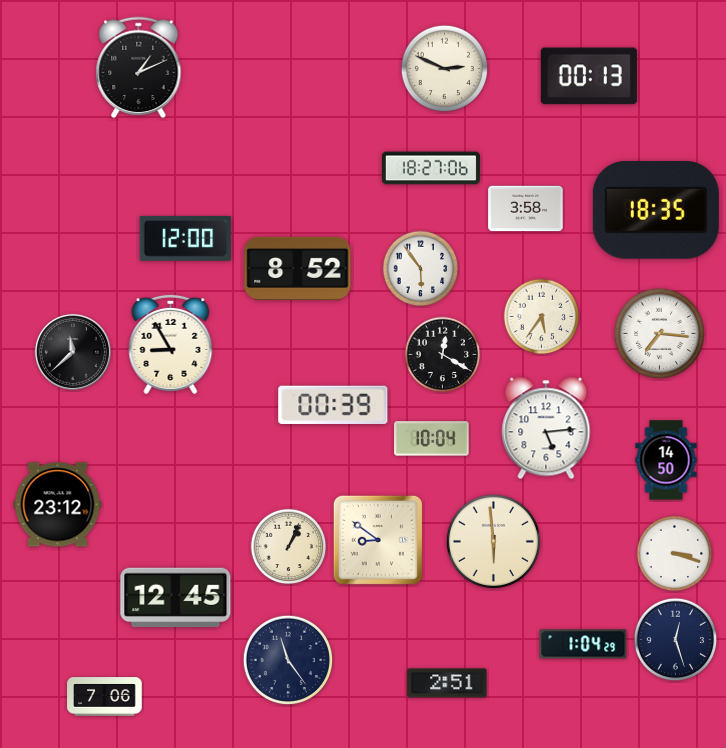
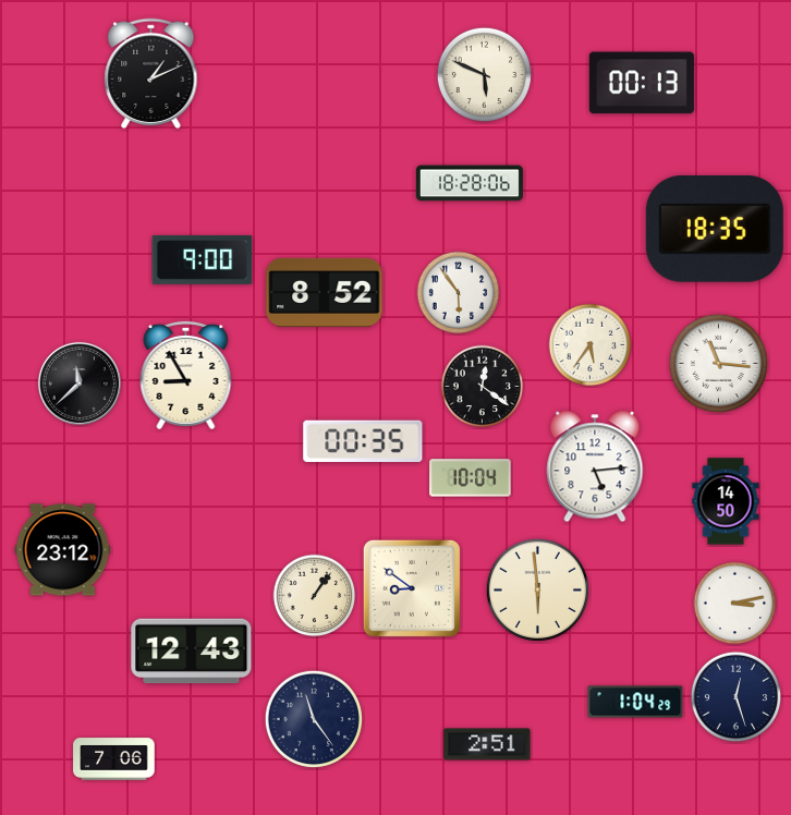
clock at (445, 69): 2:49 -> 5:49
clock at (431, 168): 18:27 -> 18:28
clock at (526, 209): 3:58 -> none
clock at (186, 239): 12:00 -> 9:00
clock at (659, 333): 7:16 -> 11:16
clock at (443, 355): 12:20 -> 12:21
clock at (333, 405): 00:39 -> 00:35
clock at (289, 547): 1:04 -> 1:06
clock at (675, 554): 3:18 -> 3:13
clock at (176, 598): 12:45 -> 12:43
